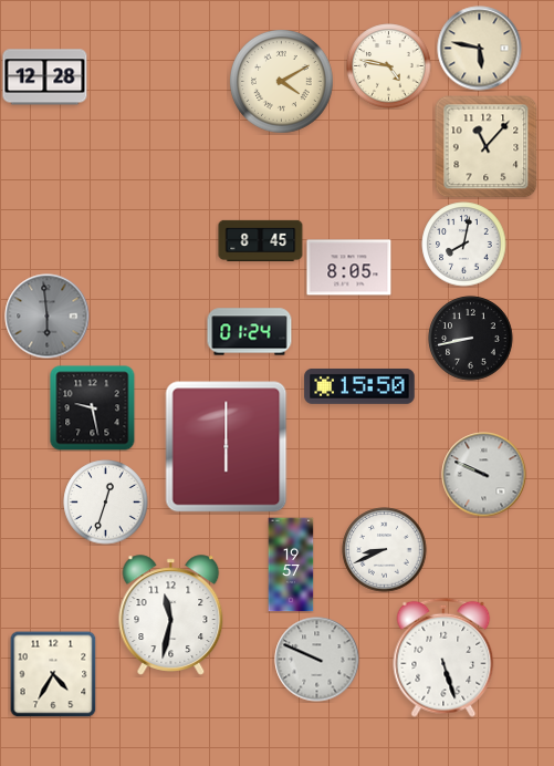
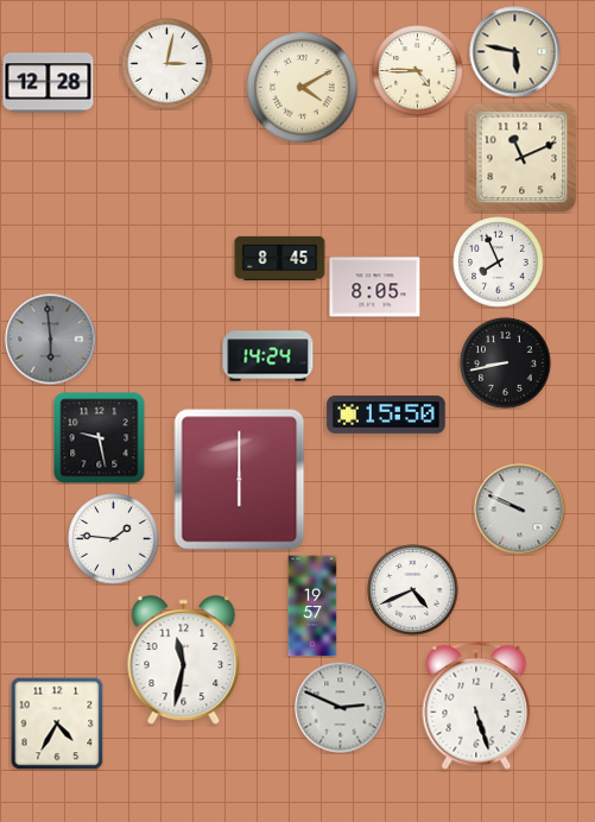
clock at (167, 64): none -> 3:02
clock at (389, 66): 4:47 -> 4:45
clock at (487, 147): 11:07 -> 11:11
clock at (464, 245): 8:02 -> 7:56
clock at (250, 332): 01:24 -> 14:24
clock at (227, 447) position: (227, 447) -> (240, 480)
clock at (106, 503): 12:33 -> 1:46
clock at (385, 550): 8:41 -> 4:41
clock at (317, 660): 9:49 -> 2:49
